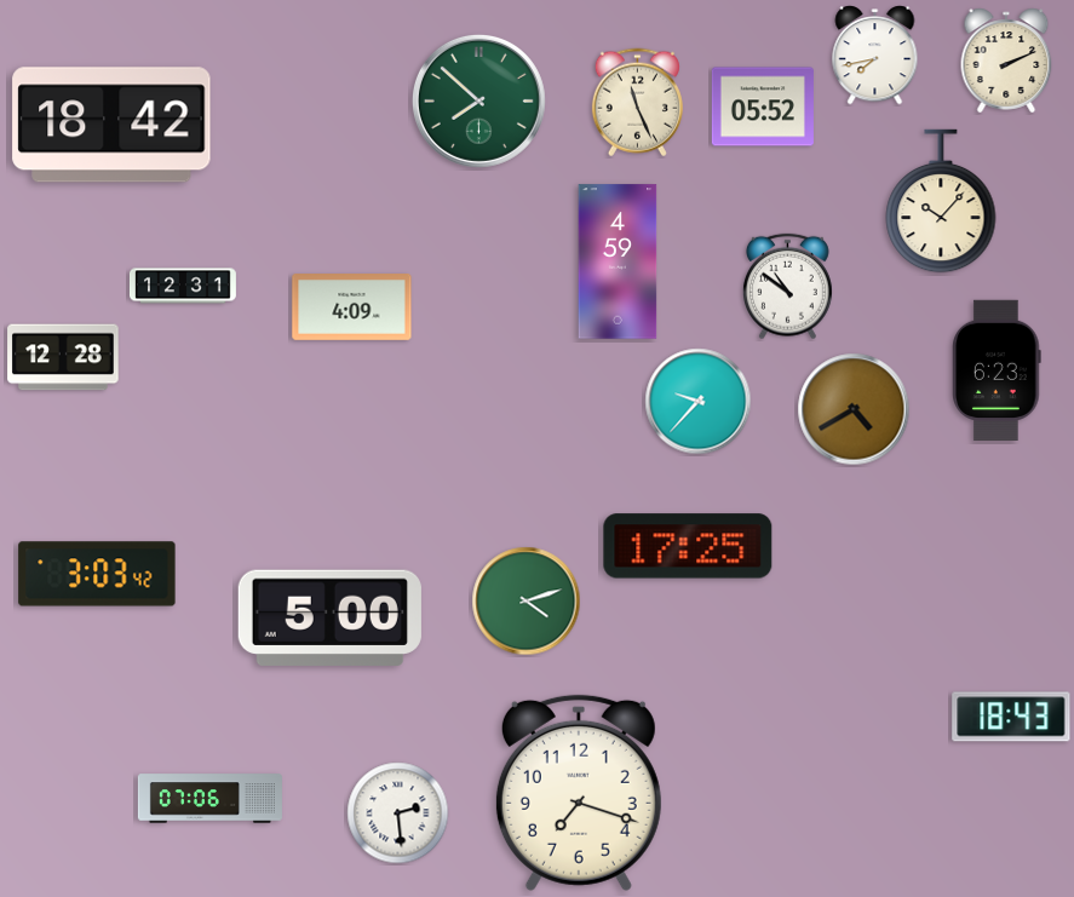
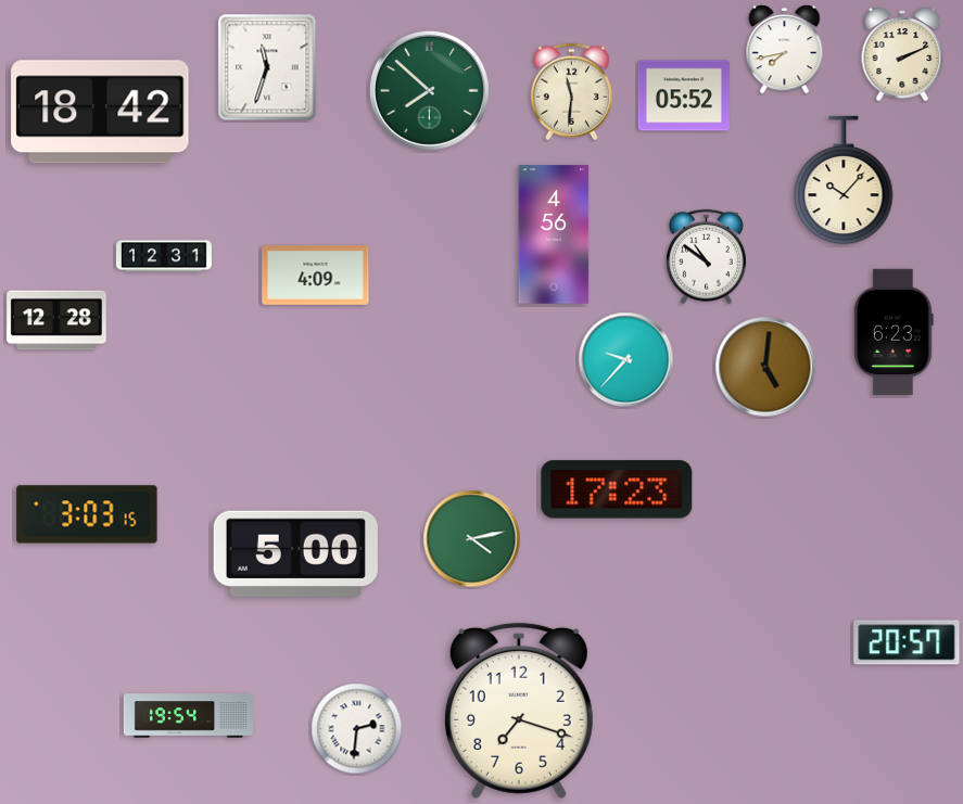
clock at (267, 67): none -> 11:33
clock at (637, 103): 11:26 -> 11:31
clock at (618, 261): 4:59 -> 4:56
clock at (854, 409): 4:40 -> 5:01
clock at (688, 546): 17:25 -> 17:23
clock at (97, 574): 3:03:42 -> 3:03:15
clock at (527, 602): 4:12 -> 4:13
clock at (1011, 717): 18:43 -> 20:57
clock at (209, 799): 07:06 -> 19:54
clock at (398, 813): 2:29 -> 2:31
